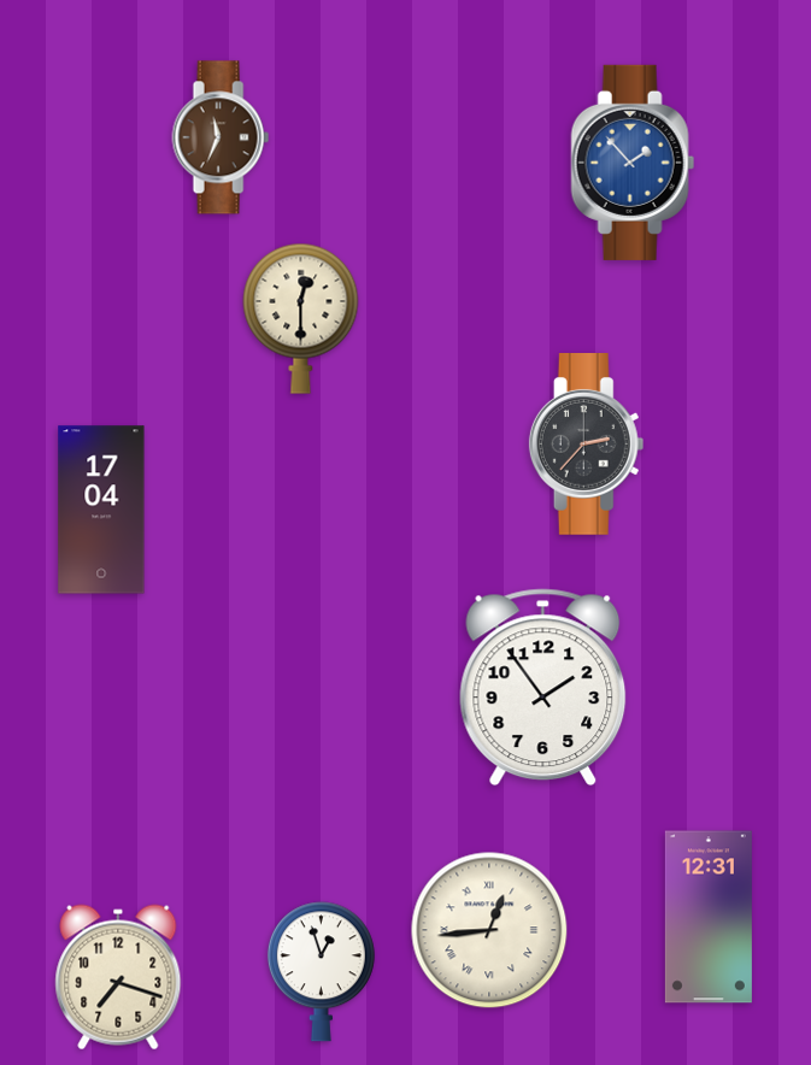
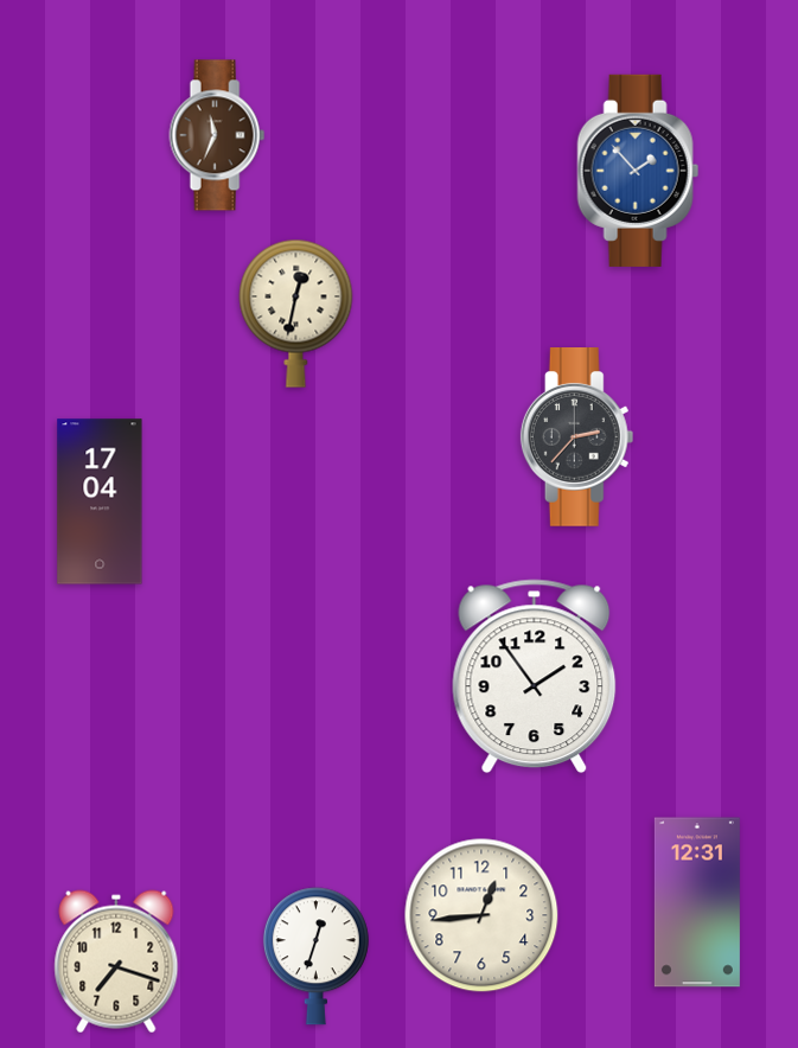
clock at (633, 163) position: (633, 163) -> (638, 171)
clock at (301, 318): 12:30 -> 12:32
clock at (489, 930) numerals: Roman -> Arabic
clock at (321, 972): 12:57 -> 12:33
